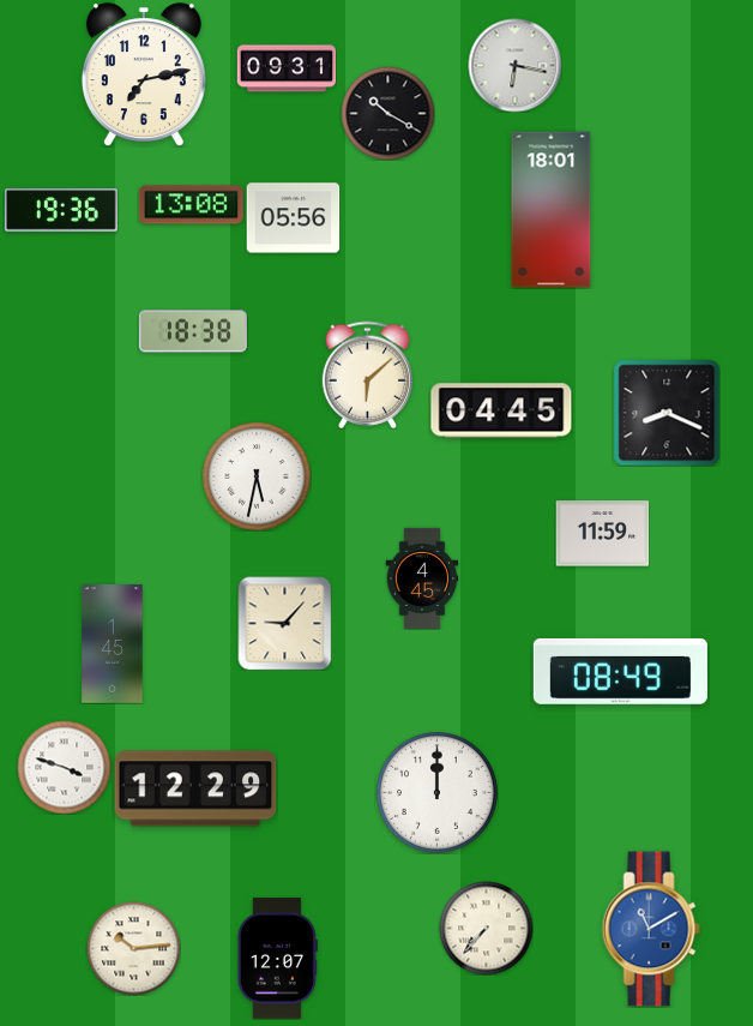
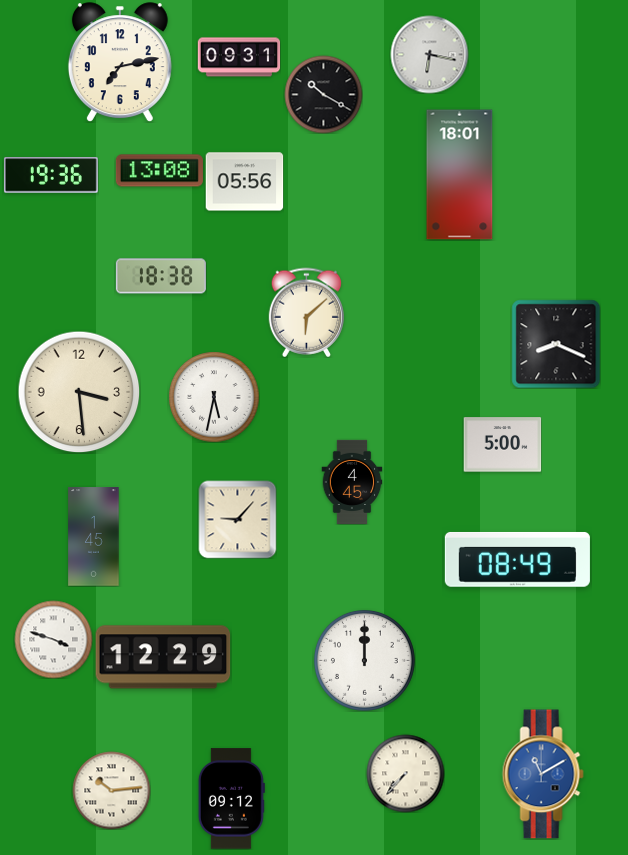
clock at (501, 410): 04:45 -> none
clock at (79, 392): none -> 3:29
clock at (602, 534): 11:59 -> 5:00
clock at (277, 959): 12:07 -> 09:12
